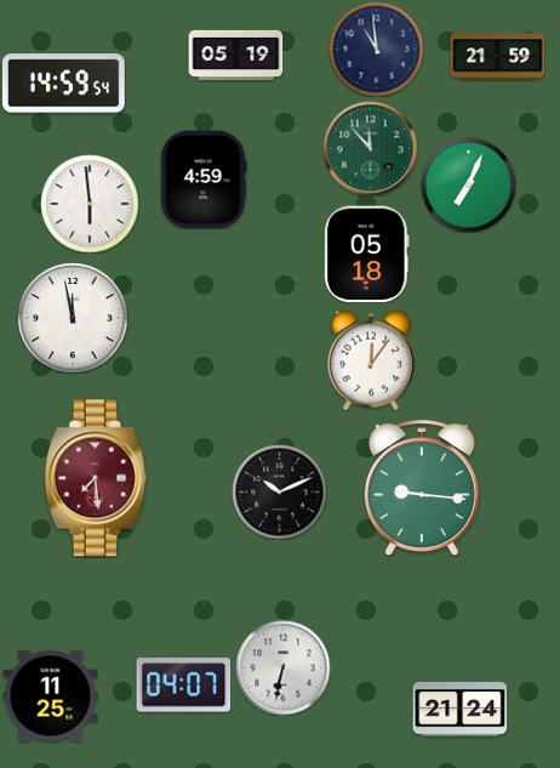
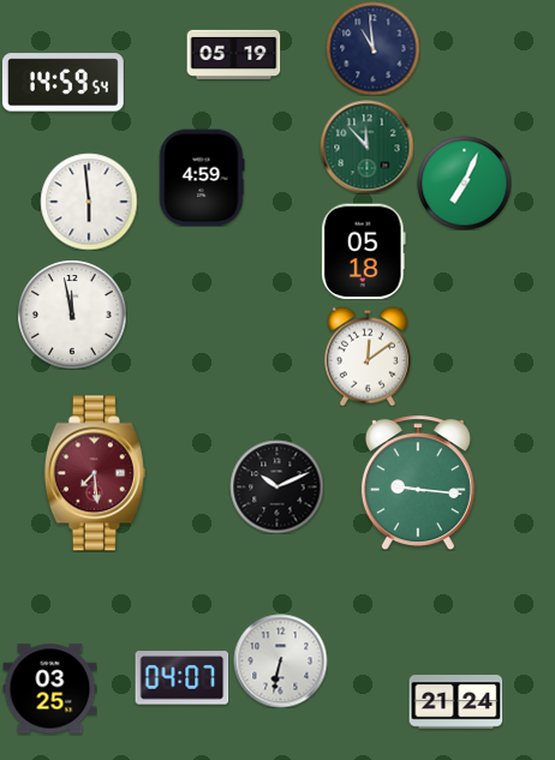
clock at (497, 57): 21:59 -> none
clock at (371, 360): 12:06 -> 12:09
clock at (50, 696): 11:25 -> 03:25
